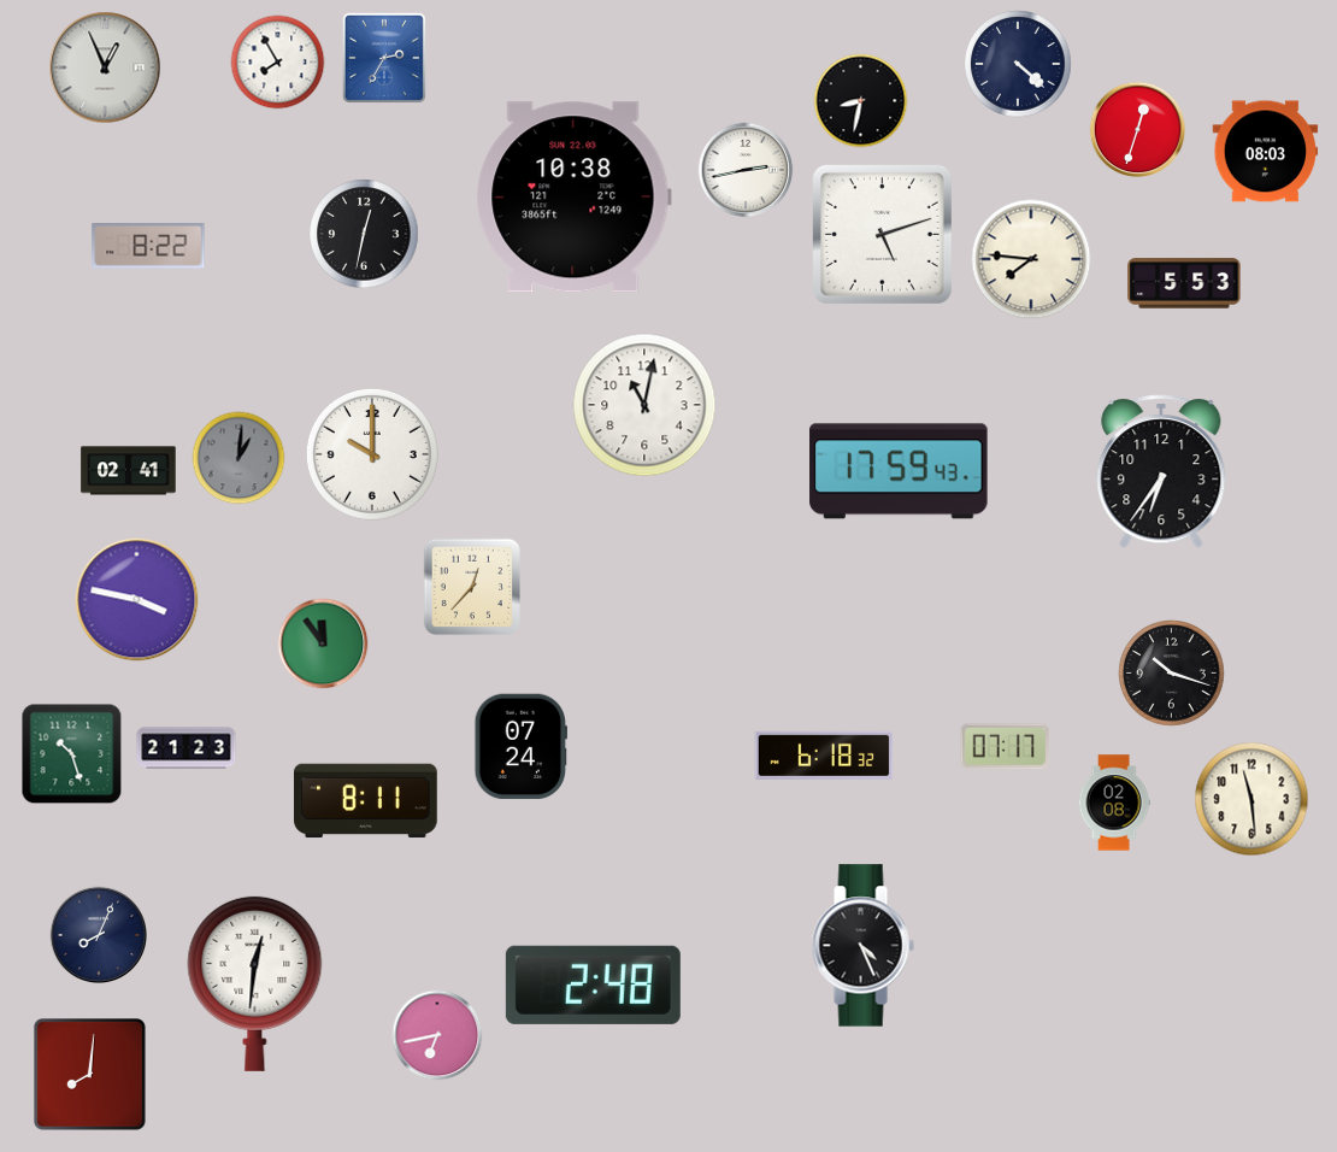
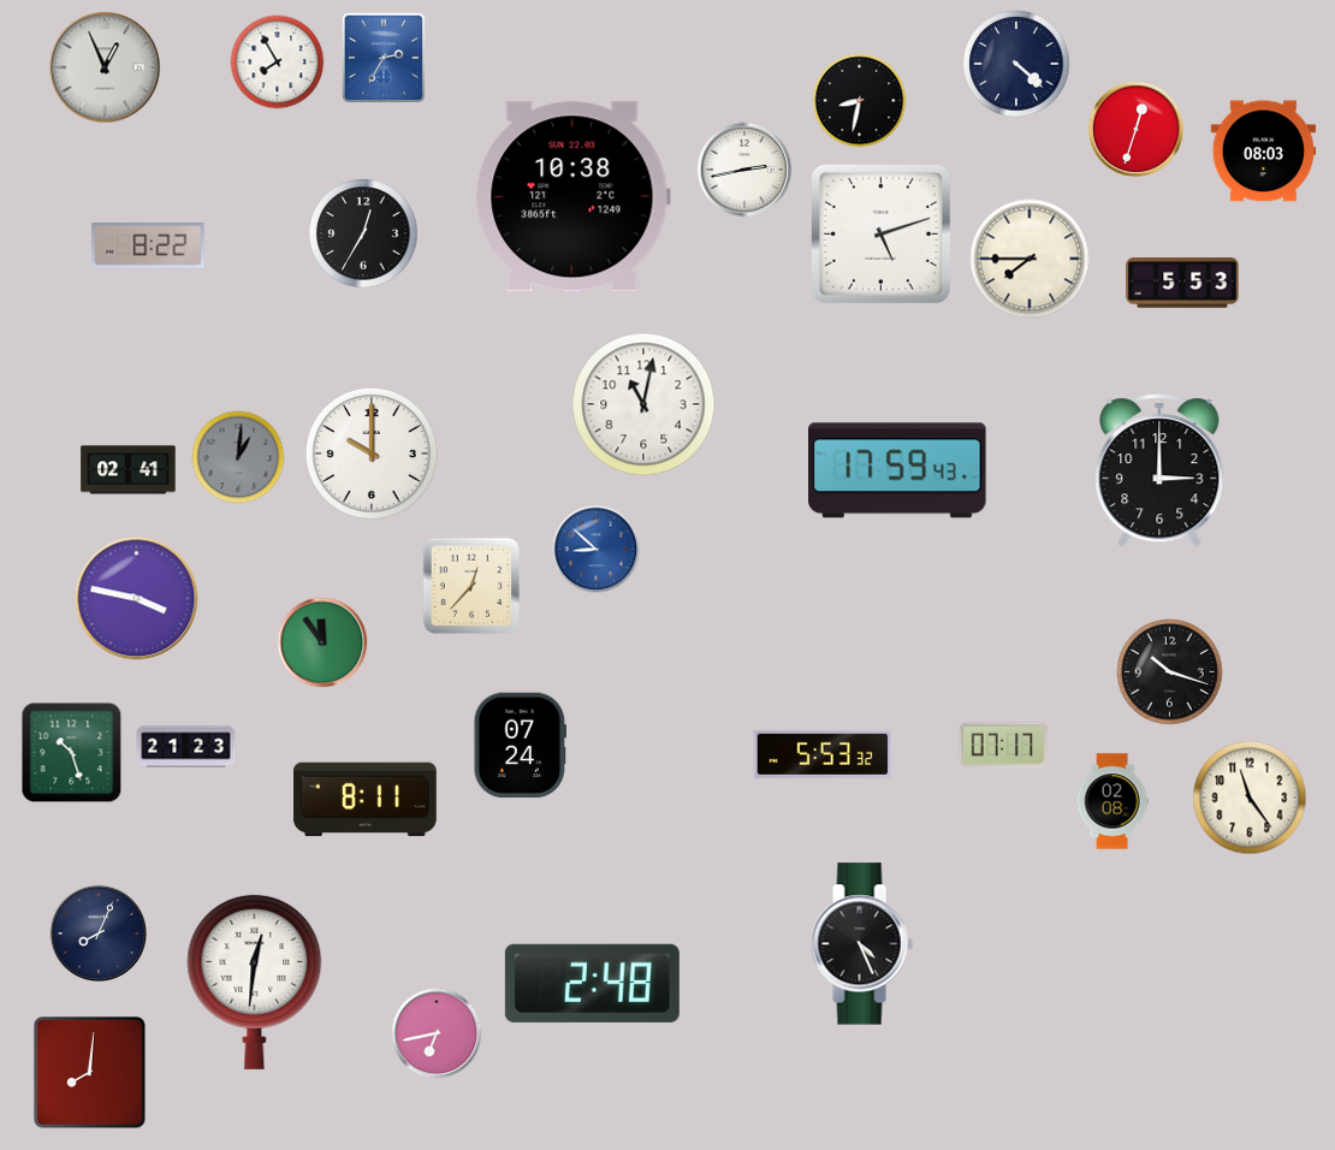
clock at (364, 234): 12:32 -> 12:35
clock at (1031, 259): 7:46 -> 7:45
clock at (1161, 471): 6:36 -> 3:00
clock at (597, 550): none -> 8:52
clock at (824, 756): 6:18 -> 5:53
clock at (1251, 799): 11:29 -> 11:24
